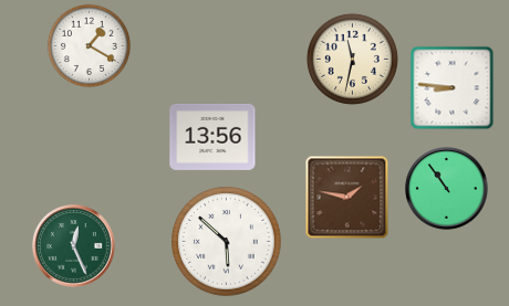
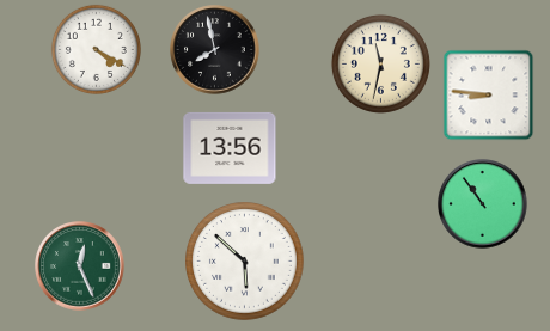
clock at (89, 45): 1:20 -> 4:20
clock at (215, 50): none -> 7:58
clock at (347, 198): 1:47 -> none
